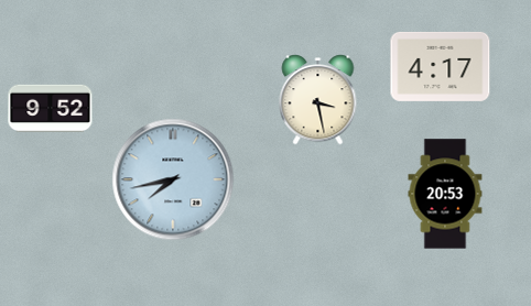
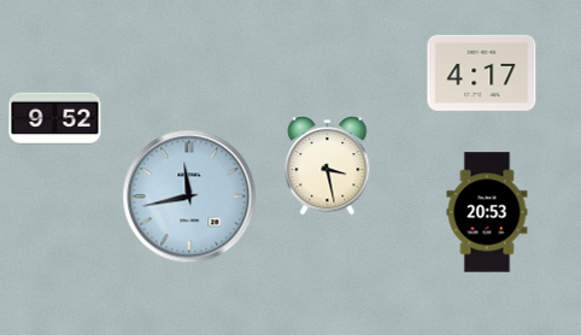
clock at (318, 100) position: (318, 100) -> (328, 166)
clock at (173, 179): 7:43 -> 11:43
